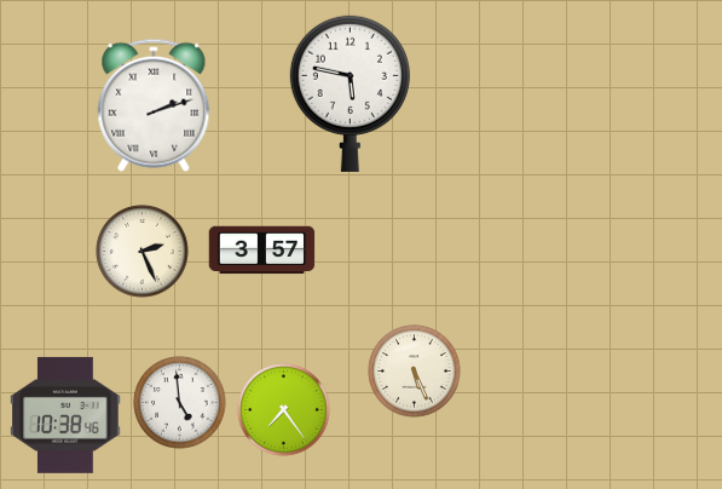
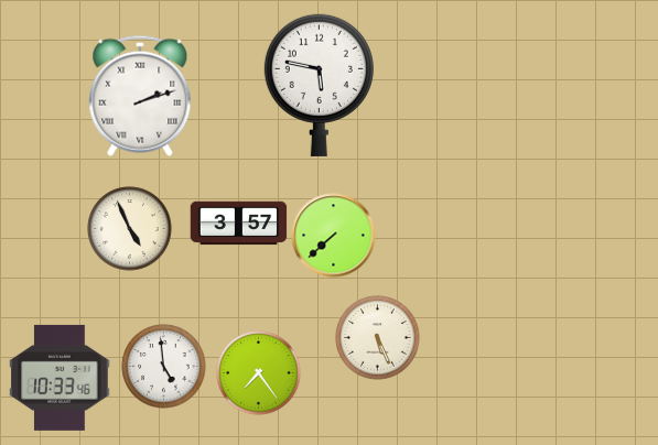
clock at (262, 251) position: (262, 251) -> (239, 224)
clock at (143, 252): 2:26 -> 4:56
clock at (334, 236): none -> 7:38
clock at (65, 415): 10:38 -> 10:33
